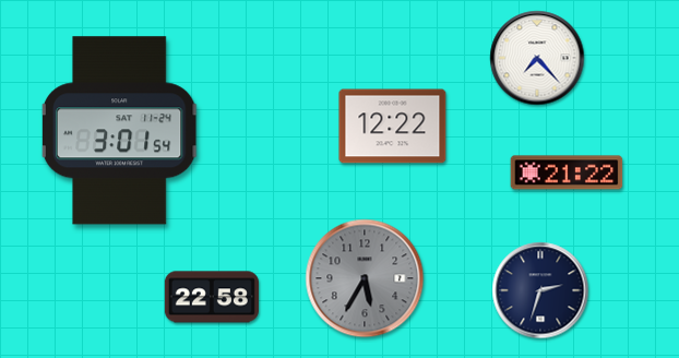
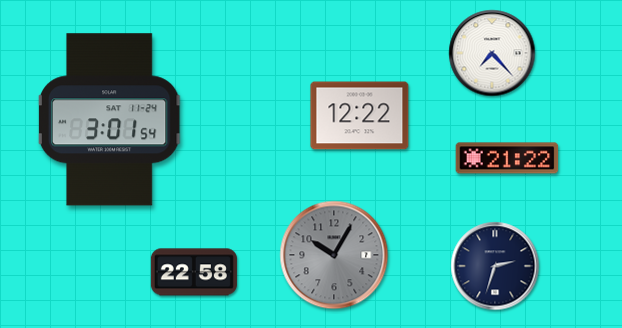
clock at (567, 172) position: (567, 172) -> (507, 158)
clock at (365, 278): 5:35 -> 10:05
